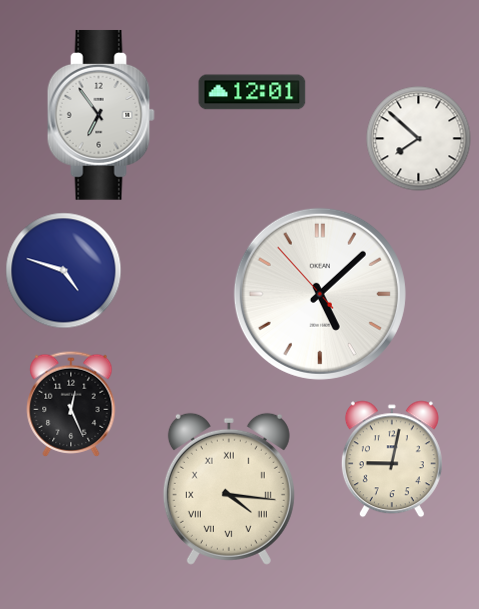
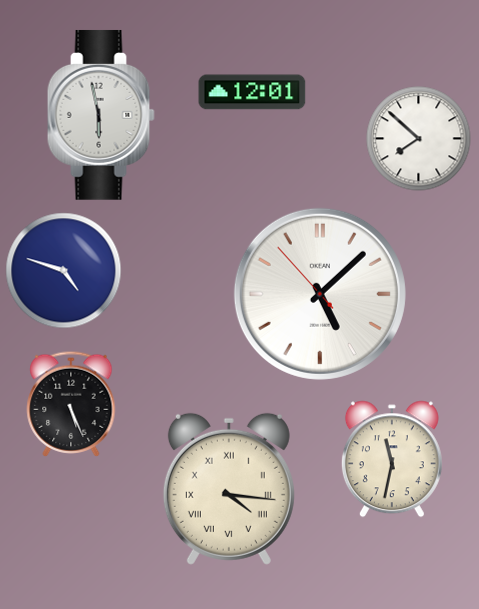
clock at (101, 115): 6:54 -> 5:58
clock at (71, 404): 12:26 -> 5:26
clock at (392, 459): 9:02 -> 11:32
